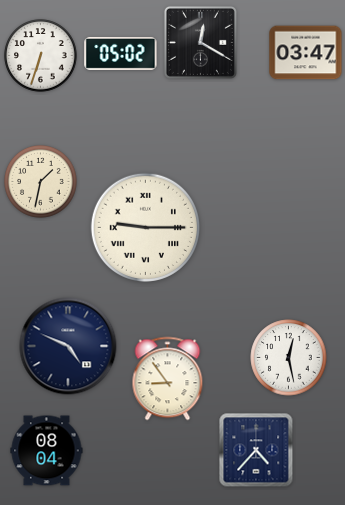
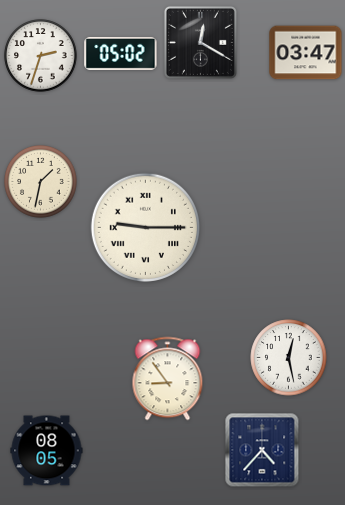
clock at (41, 56): 6:33 -> 2:33
clock at (68, 346): 4:49 -> none
clock at (256, 450) position: (256, 450) -> (262, 450)
clock at (47, 451): 08:04 -> 08:05
